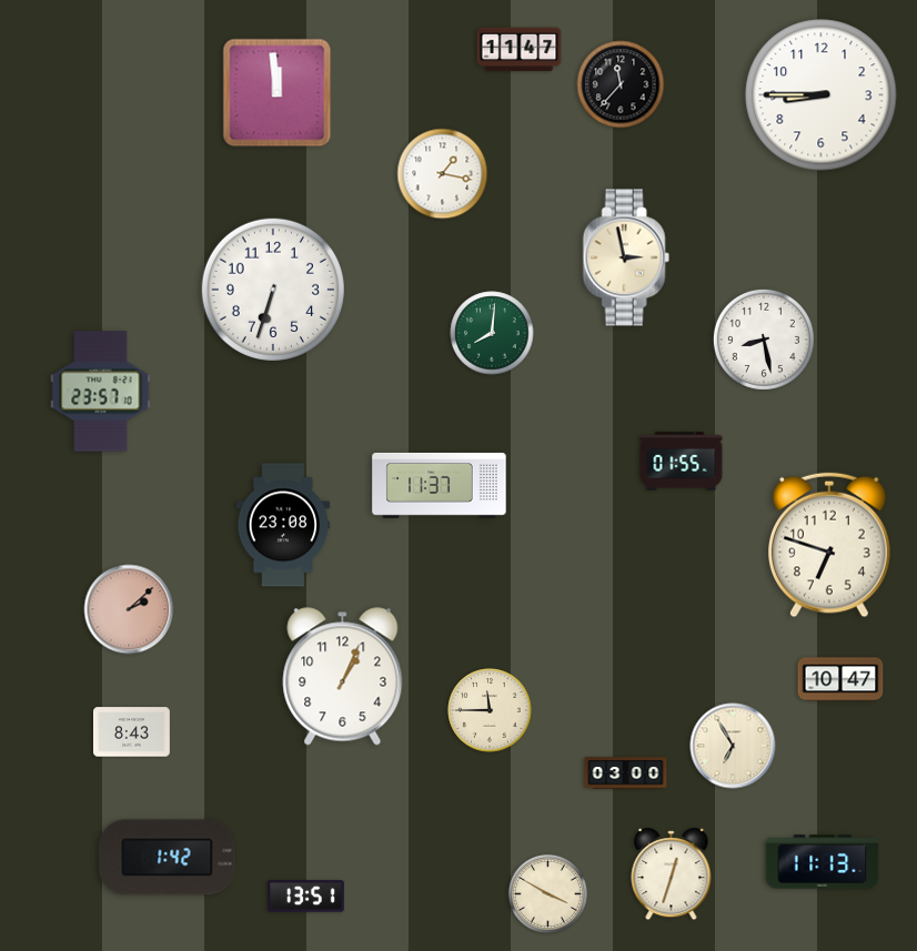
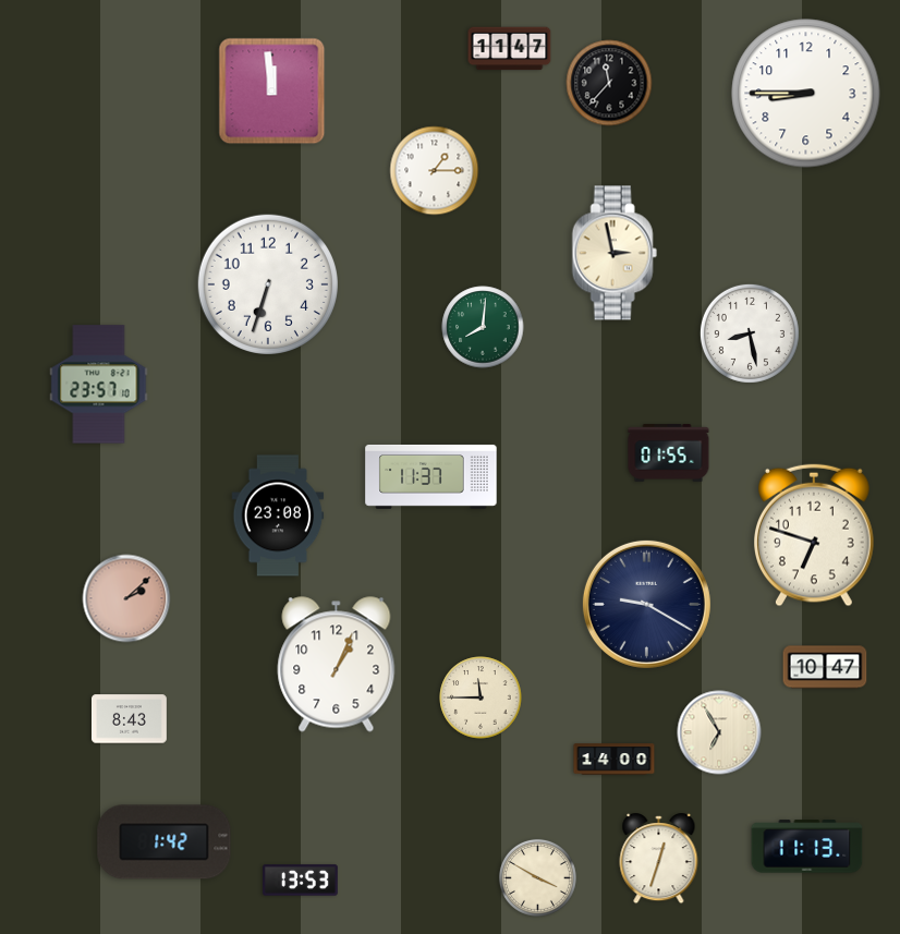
clock at (443, 174): 1:17 -> 1:15
clock at (646, 604): none -> 9:20
clock at (626, 773): 03:00 -> 14:00
clock at (306, 897): 13:51 -> 13:53
